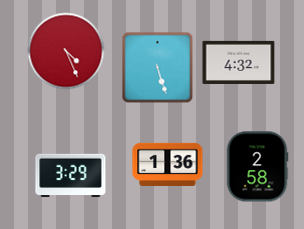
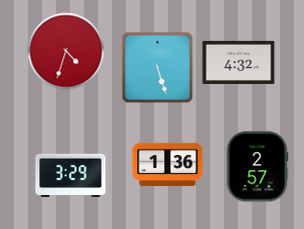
clock at (66, 51): 4:26 -> 4:33
clock at (257, 167): 2:58 -> 2:57
